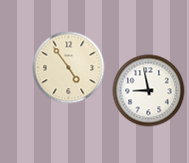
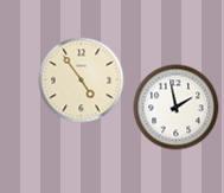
clock at (149, 91): 8:58 -> 1:58
